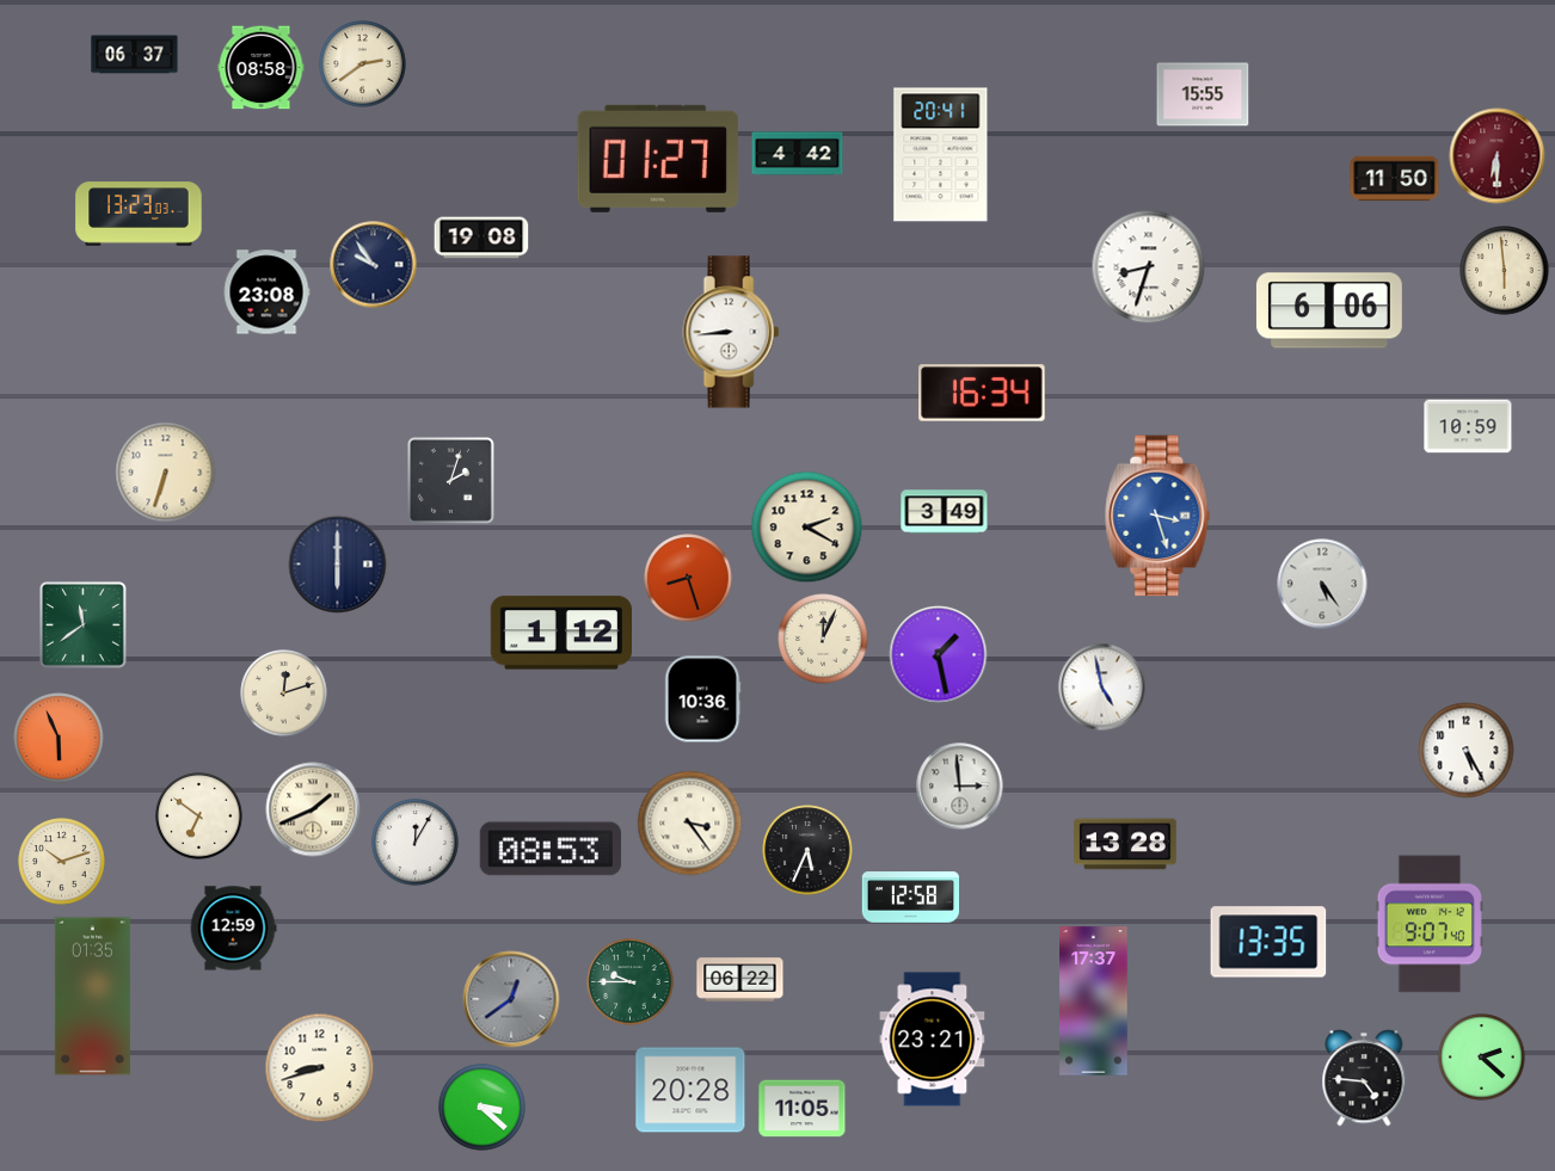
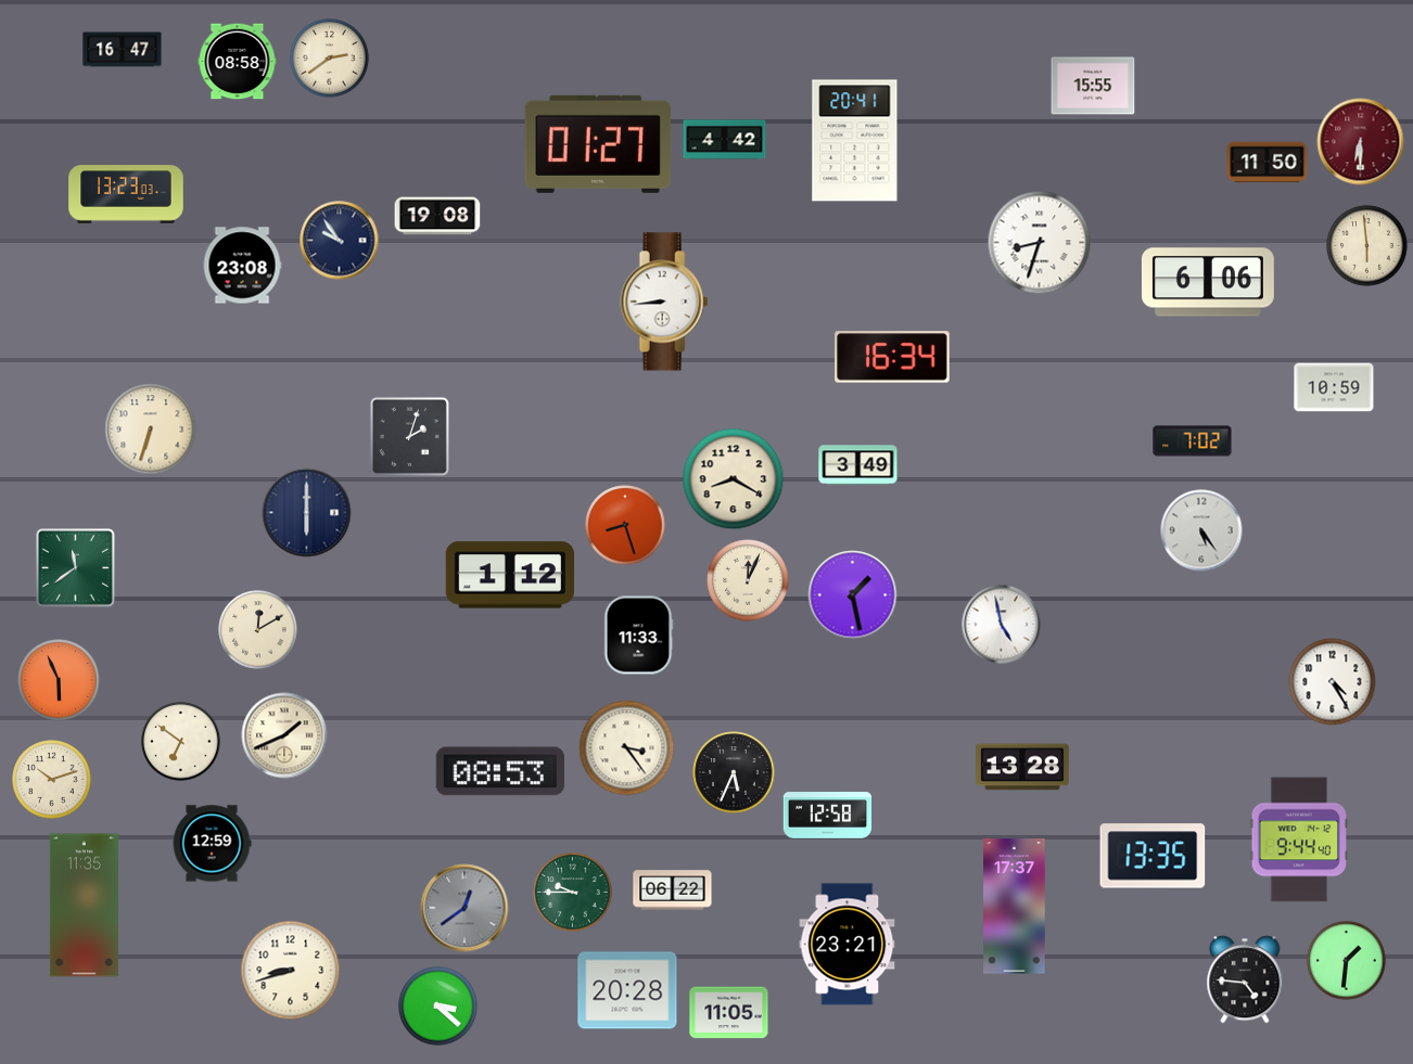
clock at (135, 55): 06:37 -> 16:47
clock at (1149, 267) position: (1149, 267) -> (1040, 243)
clock at (1193, 441): none -> 7:02
clock at (1157, 516): 3:27 -> none
clock at (807, 528): 2:20 -> 8:20
clock at (284, 694): 12:12 -> 12:10
clock at (702, 699): 10:36 -> 11:33
clock at (59, 738) position: (59, 738) -> (59, 680)
clock at (1467, 751): 5:25 -> 4:25
clock at (960, 787): 2:59 -> none
clock at (416, 843): 12:05 -> none
clock at (62, 862) position: (62, 862) -> (52, 780)
clock at (1430, 924): 9:07 -> 9:44
clock at (92, 997): 01:35 -> 11:35
clock at (1094, 1001) position: (1094, 1001) -> (1015, 907)
clock at (1482, 1058): 2:22 -> 1:31
clock at (1364, 1078) position: (1364, 1078) -> (1245, 979)
clock at (803, 1109) position: (803, 1109) -> (729, 1013)
